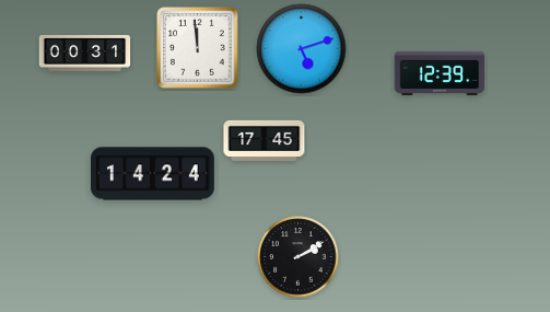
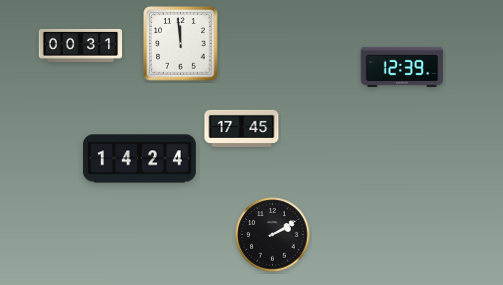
clock at (302, 49): 5:12 -> none
clock at (85, 53) position: (85, 53) -> (81, 45)
